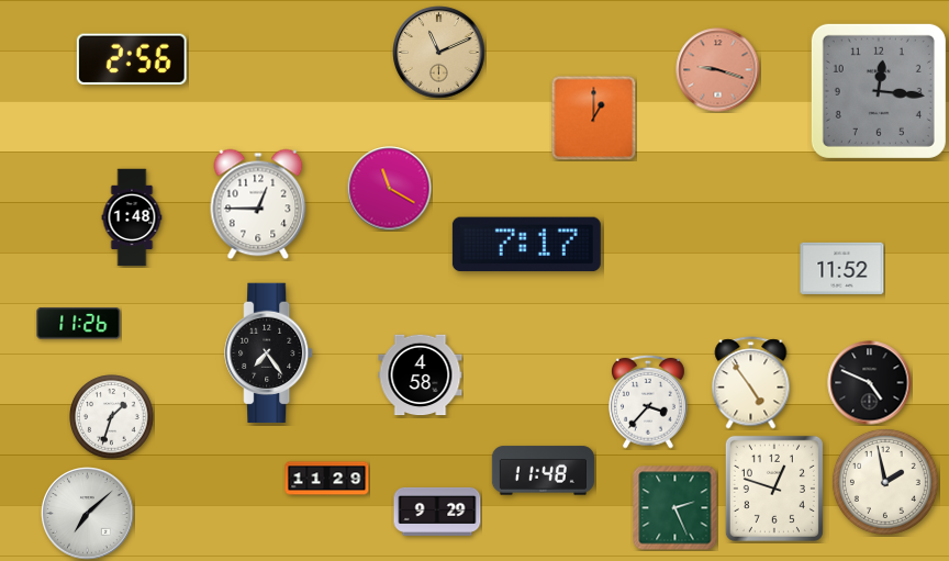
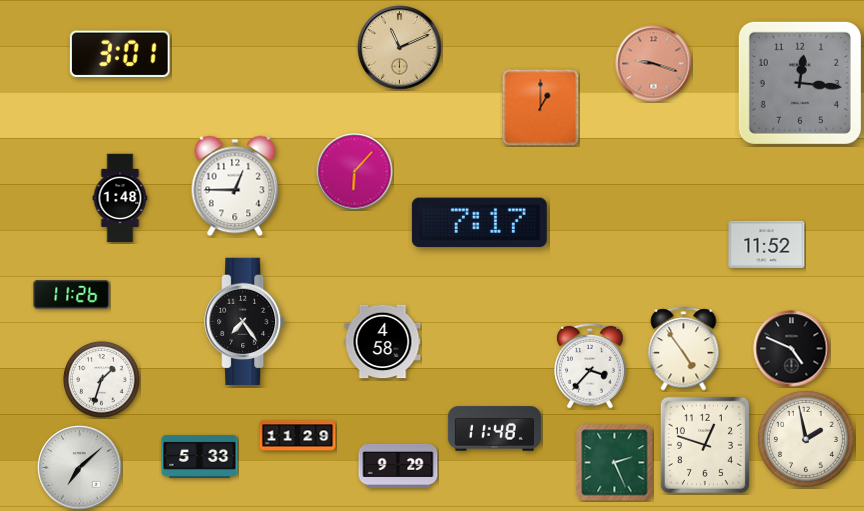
clock at (132, 59): 2:56 -> 3:01
clock at (390, 189): 11:20 -> 6:07
clock at (200, 456): none -> 5:33
